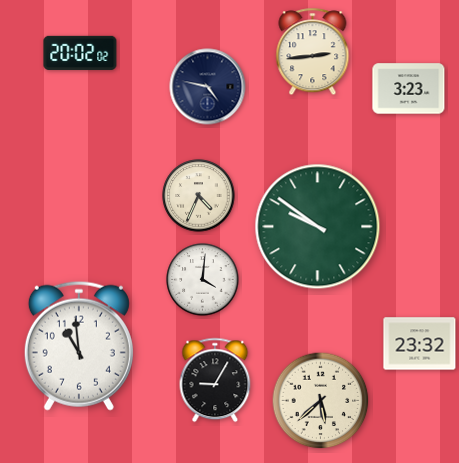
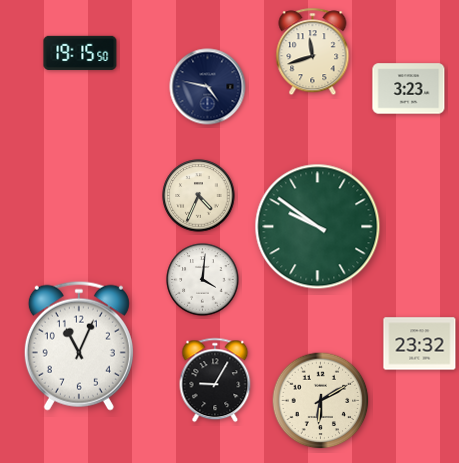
clock at (80, 52): 20:02 -> 19:15
clock at (313, 52): 2:44 -> 11:42
clock at (79, 346): 10:59 -> 11:04
clock at (321, 401): 5:38 -> 6:10
